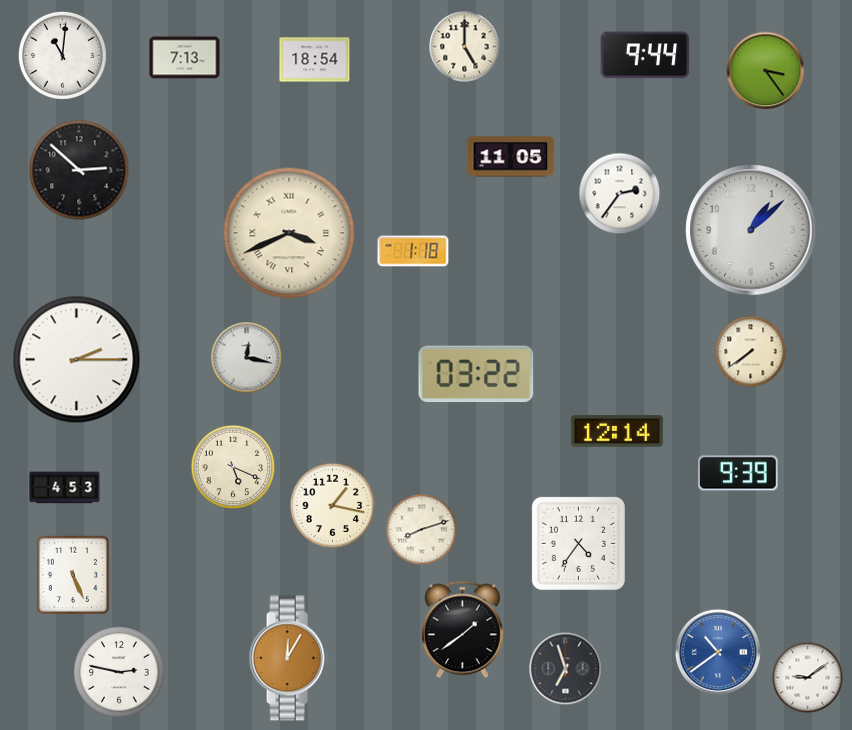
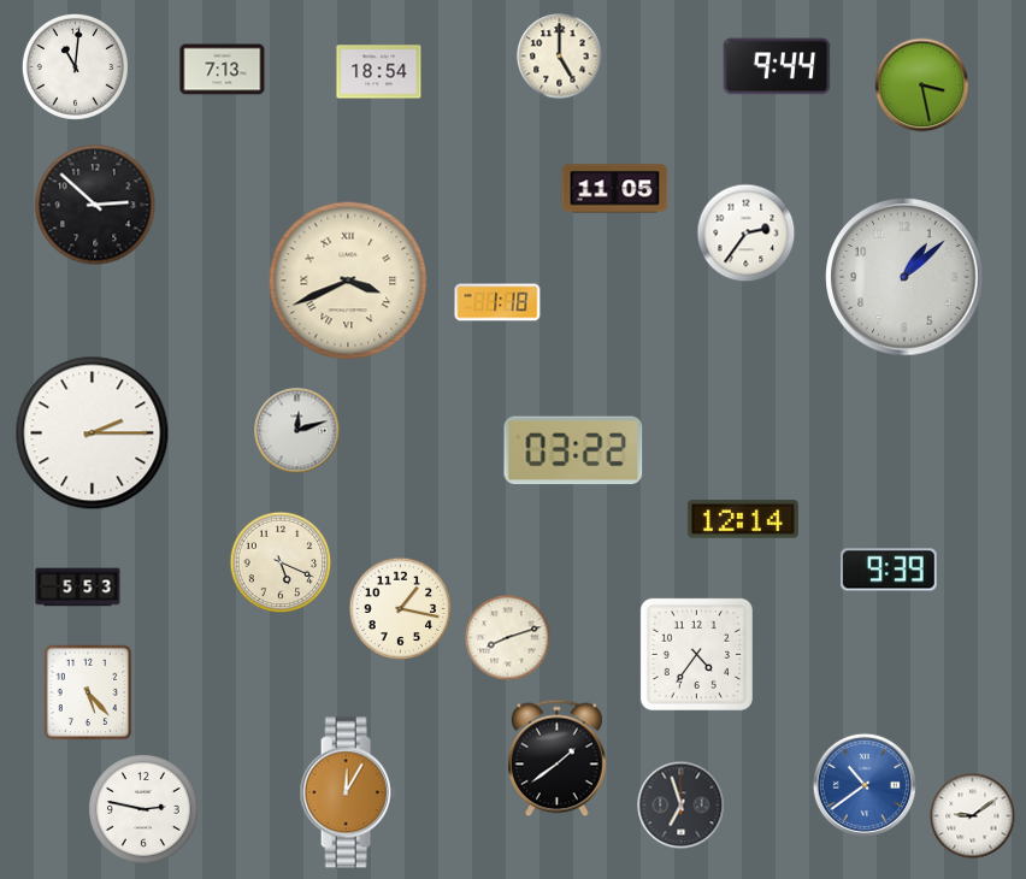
clock at (766, 71): 3:24 -> 3:28
clock at (751, 352): 7:39 -> none
clock at (247, 358): 12:17 -> 12:12
clock at (65, 488): 4:53 -> 5:53
clock at (73, 575): 5:26 -> 5:23
